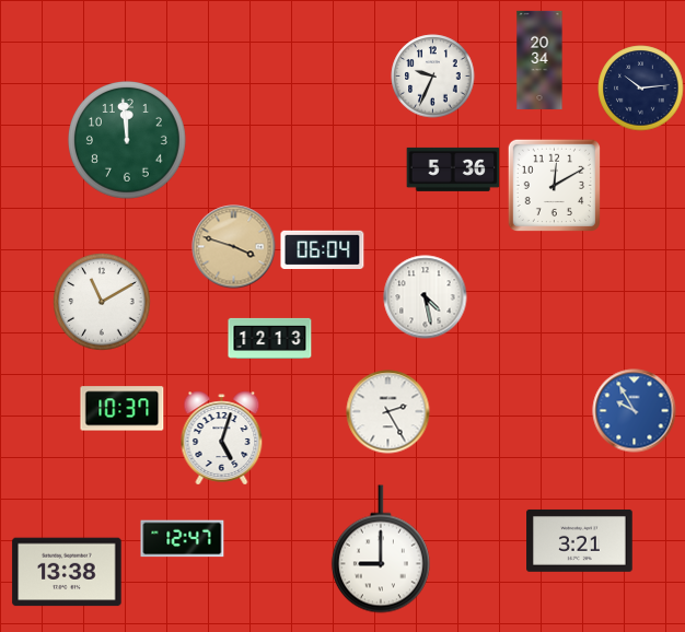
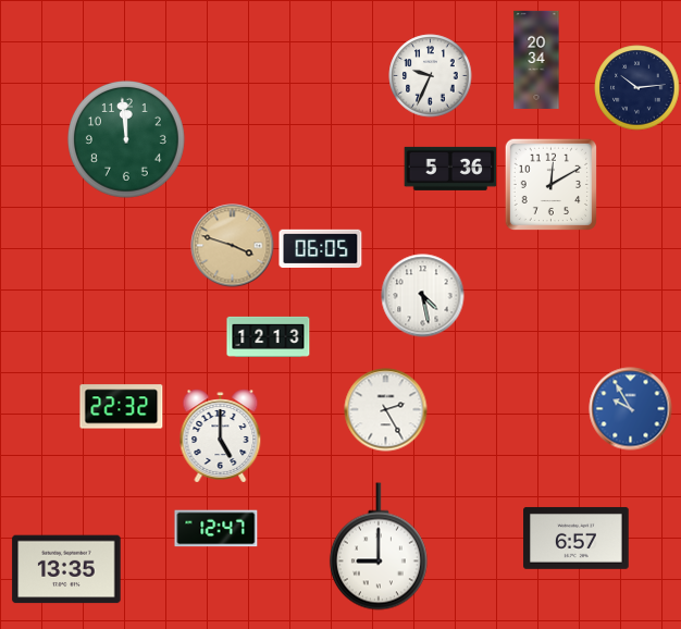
clock at (323, 249): 06:04 -> 06:05
clock at (102, 302): 11:10 -> none
clock at (123, 409): 10:37 -> 22:32
clock at (222, 438): 5:03 -> 5:00
clock at (183, 539) position: (183, 539) -> (216, 529)
clock at (580, 540): 3:21 -> 6:57
clock at (67, 572): 13:38 -> 13:35
